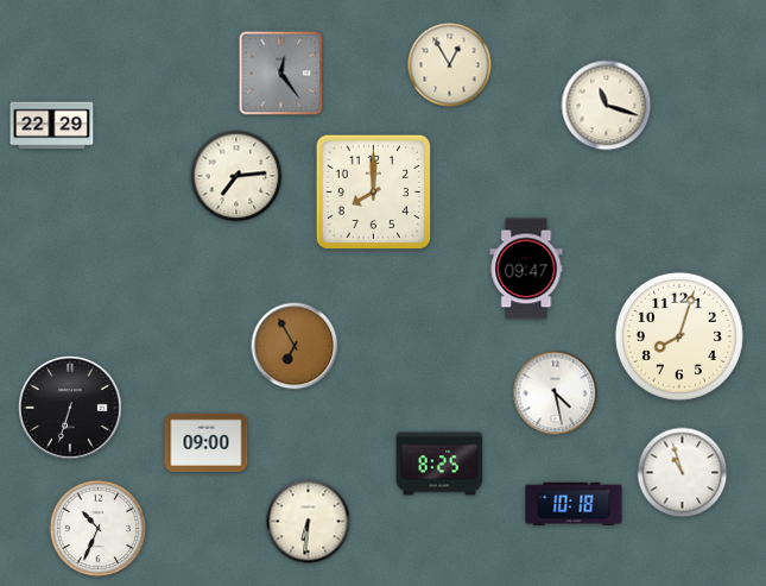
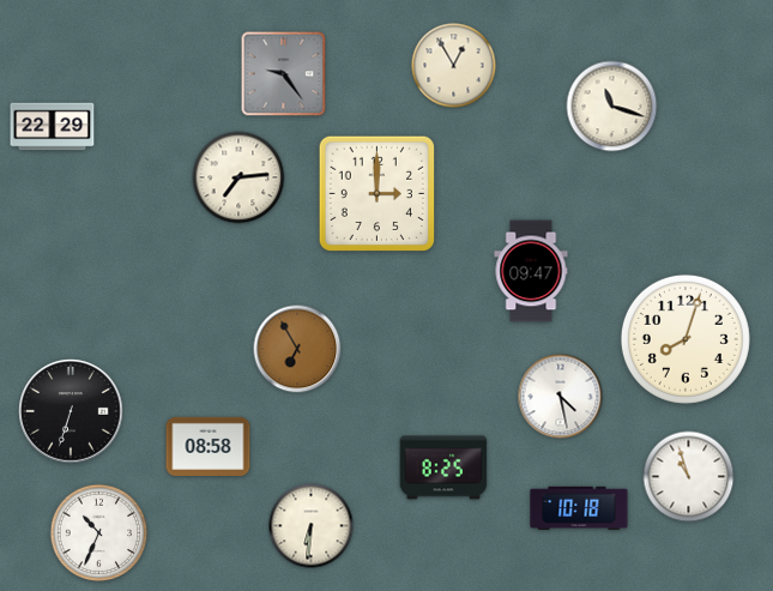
clock at (281, 74): 12:24 -> 9:24
clock at (373, 191): 8:00 -> 3:00
clock at (207, 442): 09:00 -> 08:58
